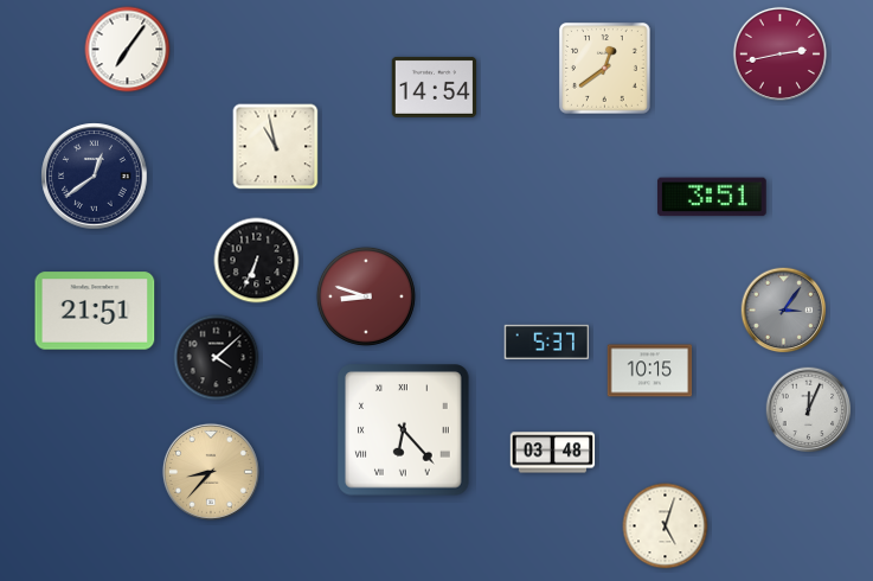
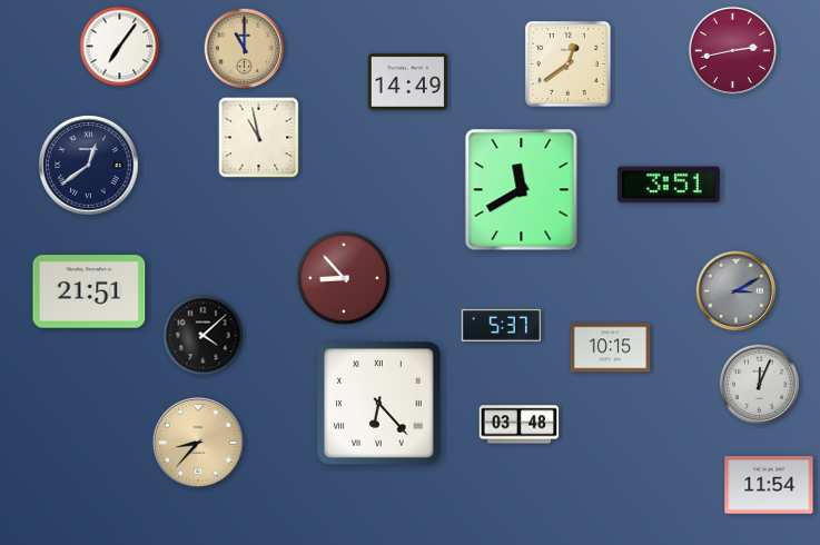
clock at (245, 49): none -> 11:00
clock at (435, 87): 14:54 -> 14:49
clock at (522, 190): none -> 11:40
clock at (257, 261): 6:34 -> none
clock at (366, 296): 8:48 -> 8:53
clock at (784, 311): 3:06 -> 3:10
clock at (547, 341) position: (547, 341) -> (502, 325)
clock at (769, 485): none -> 11:54
clock at (666, 526): 5:03 -> none
